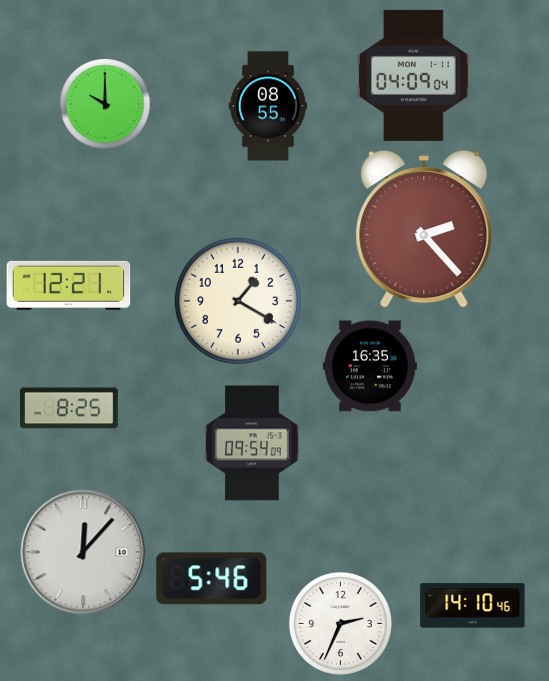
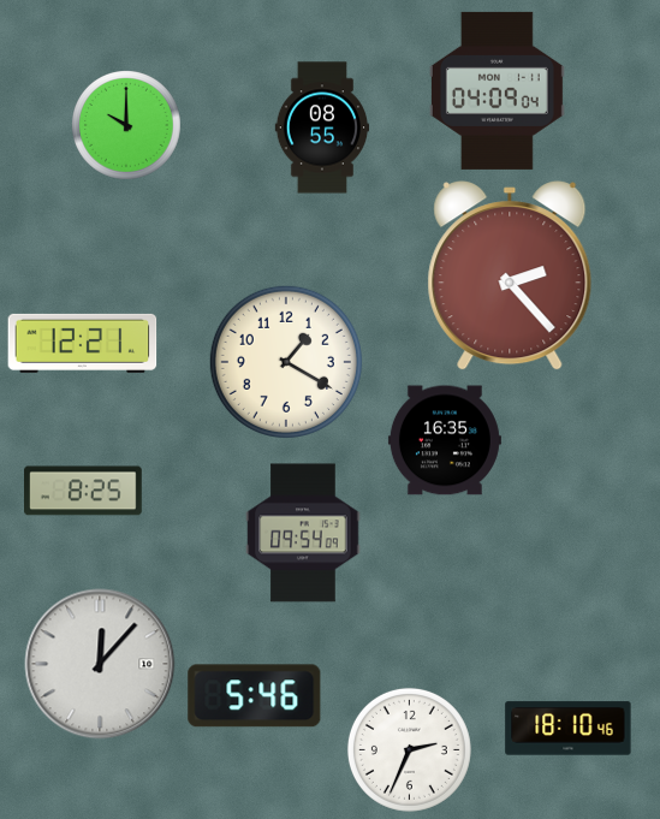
clock at (473, 606): 14:10 -> 18:10
